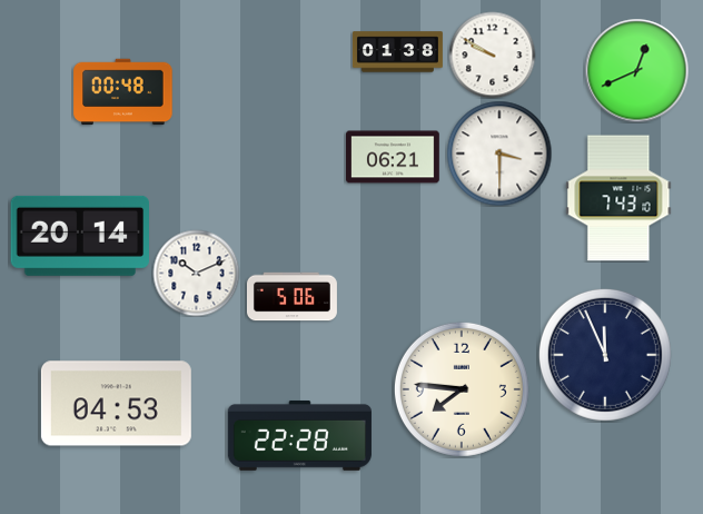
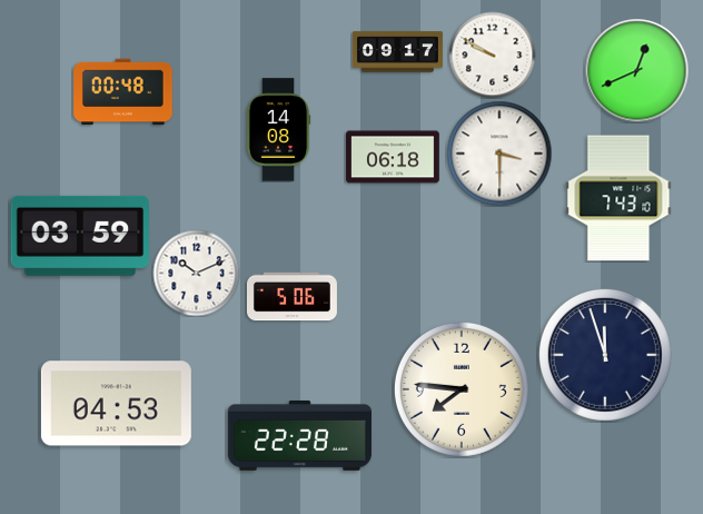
clock at (397, 52): 01:38 -> 09:17
clock at (278, 130): none -> 14:08
clock at (394, 157): 06:21 -> 06:18
clock at (79, 236): 20:14 -> 03:59
clock at (605, 355): 11:56 -> 11:57
